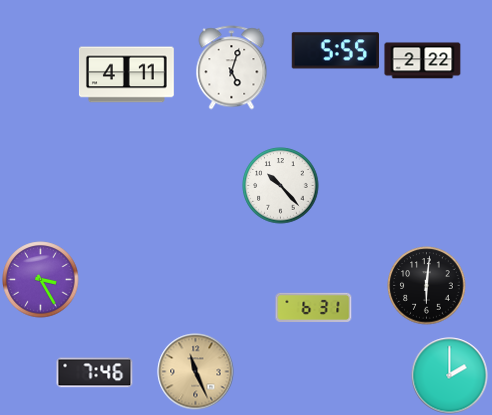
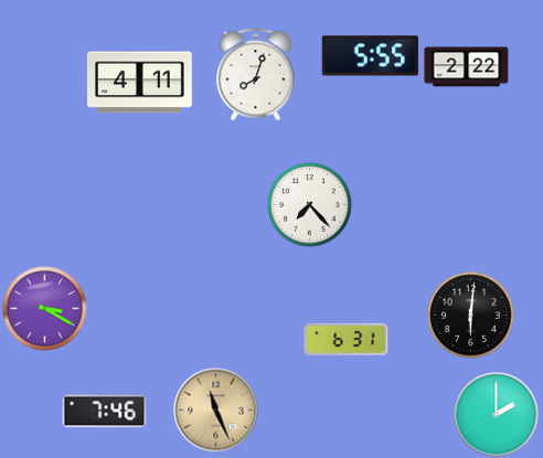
clock at (232, 68): 5:03 -> 8:03
clock at (281, 186): 10:23 -> 7:23
clock at (41, 280): 3:25 -> 3:20
